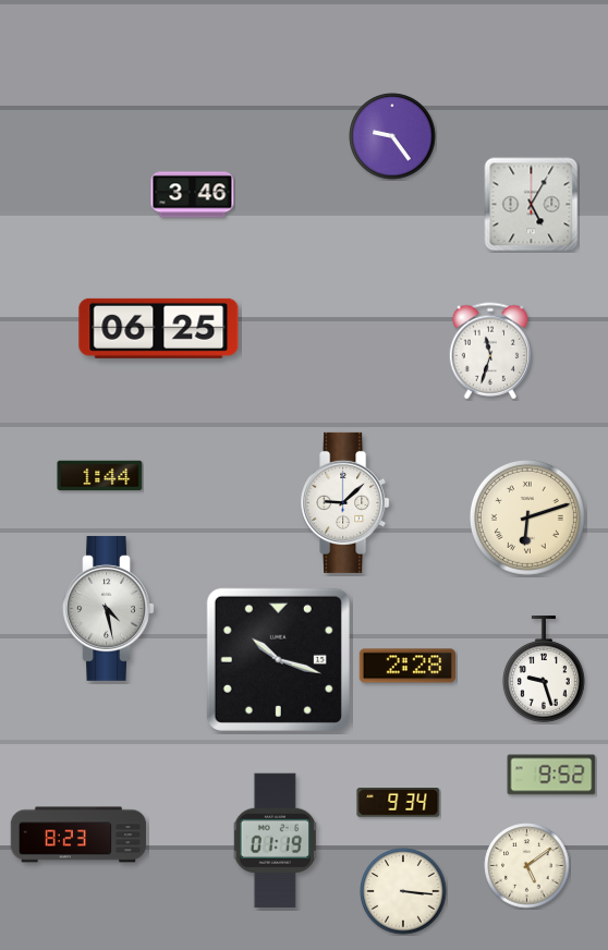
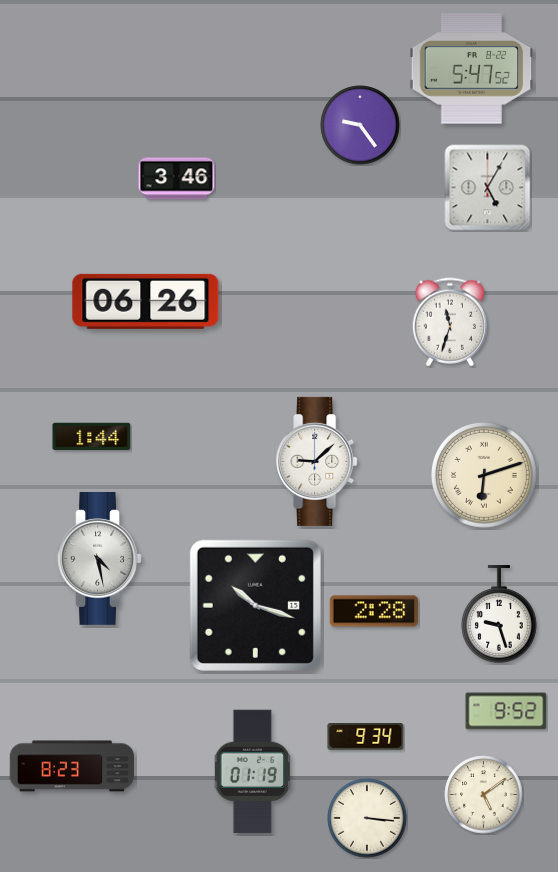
clock at (472, 69): none -> 5:47
clock at (159, 328): 06:25 -> 06:26
clock at (403, 891) position: (403, 891) -> (367, 818)
